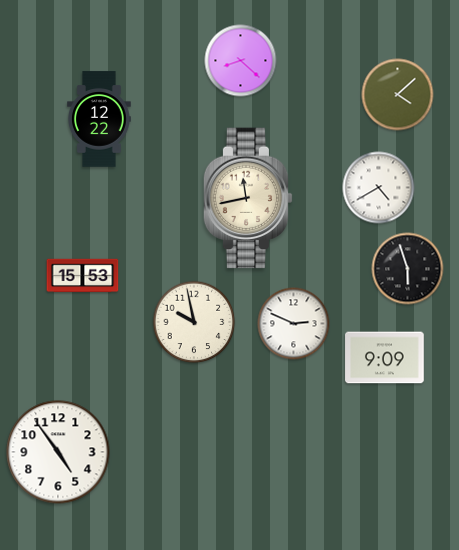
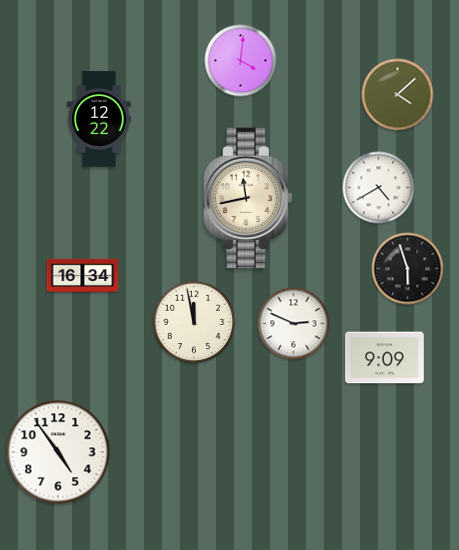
clock at (241, 61): 8:22 -> 4:01
clock at (83, 276): 15:53 -> 16:34
clock at (194, 322): 9:58 -> 11:58
